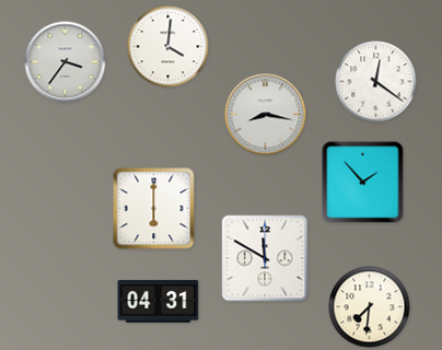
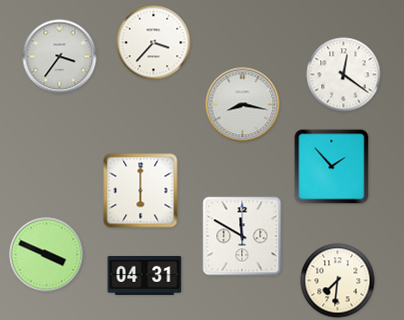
clock at (168, 47): 4:01 -> 3:37
clock at (47, 255): none -> 3:49
